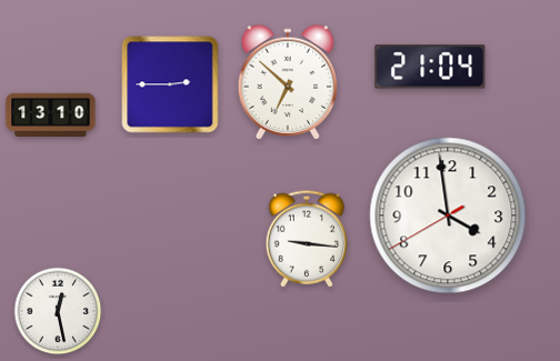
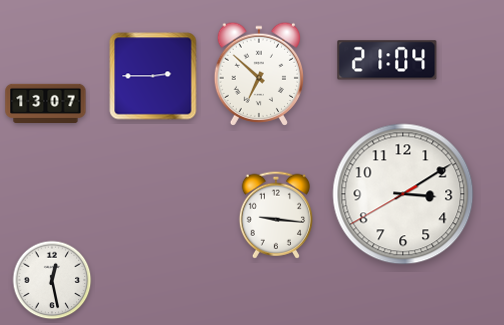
clock at (51, 114): 13:10 -> 13:07
clock at (448, 215): 3:58 -> 3:09
